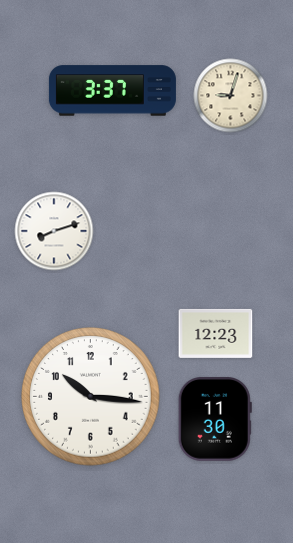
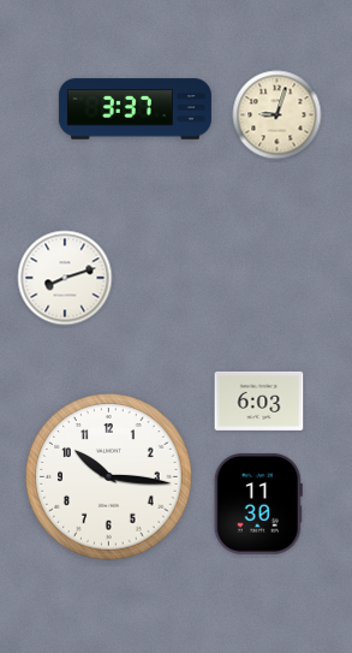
clock at (216, 333): 12:23 -> 6:03
